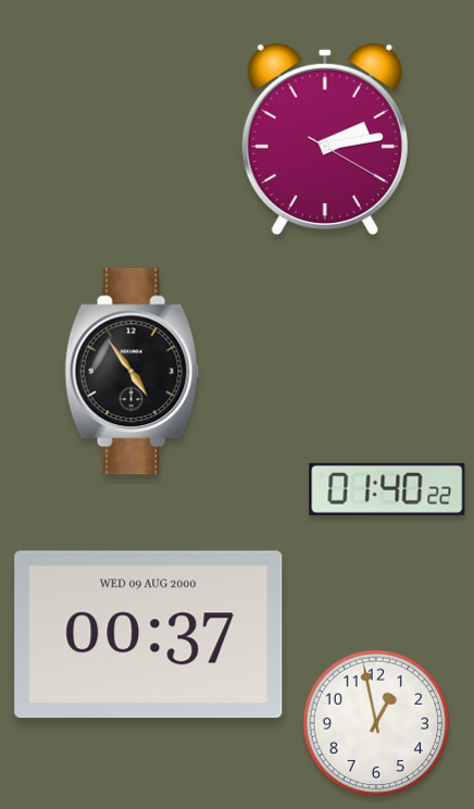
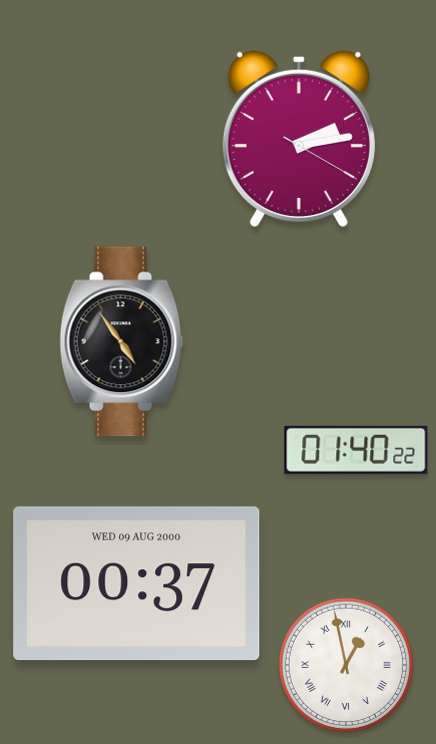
clock at (325, 139) position: (325, 139) -> (299, 139)
clock at (376, 723) numerals: Arabic -> Roman
